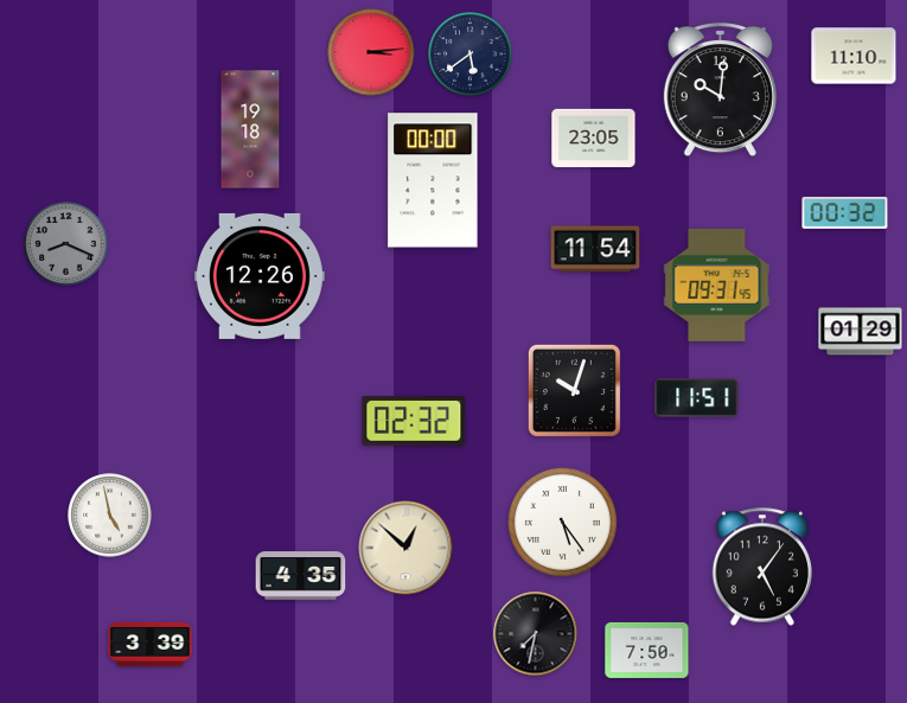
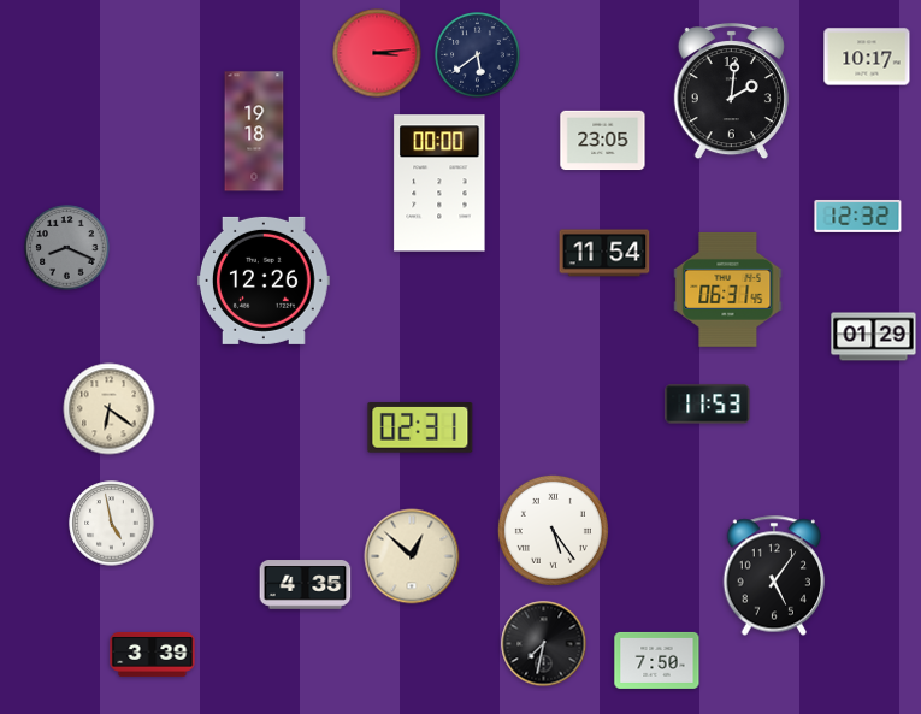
clock at (854, 56): 11:10 -> 10:17
clock at (720, 91): 10:01 -> 2:01
clock at (845, 212): 00:32 -> 12:32
clock at (717, 285): 09:31 -> 06:31
clock at (574, 390): 10:03 -> none
clock at (697, 398): 11:51 -> 11:53
clock at (110, 409): none -> 6:21
clock at (414, 421): 02:32 -> 02:31
clock at (562, 522) position: (562, 522) -> (553, 530)
